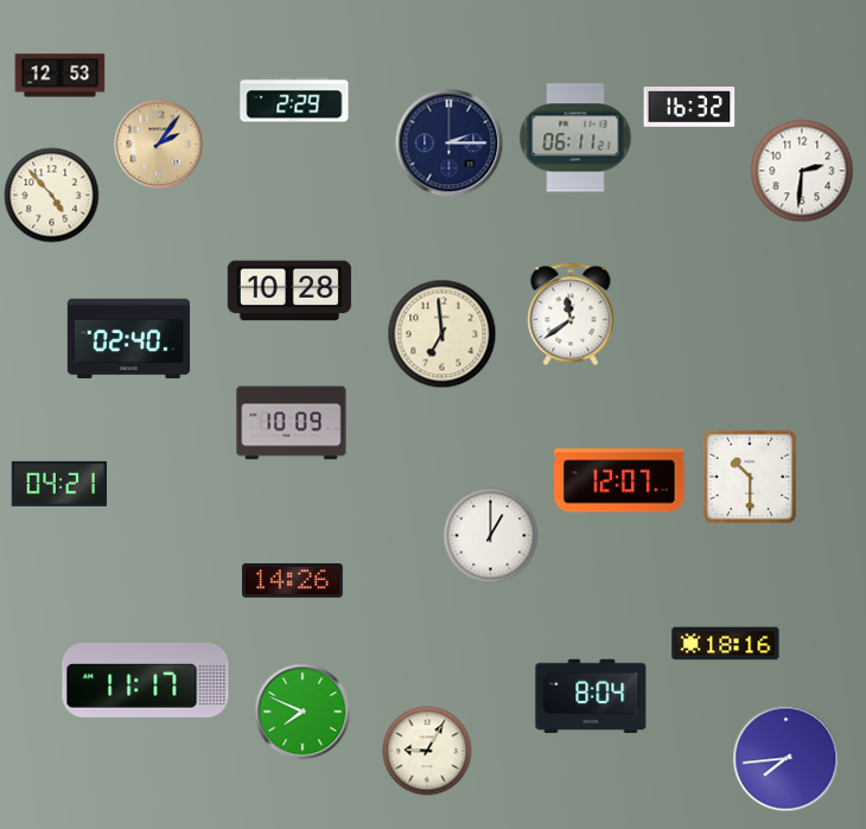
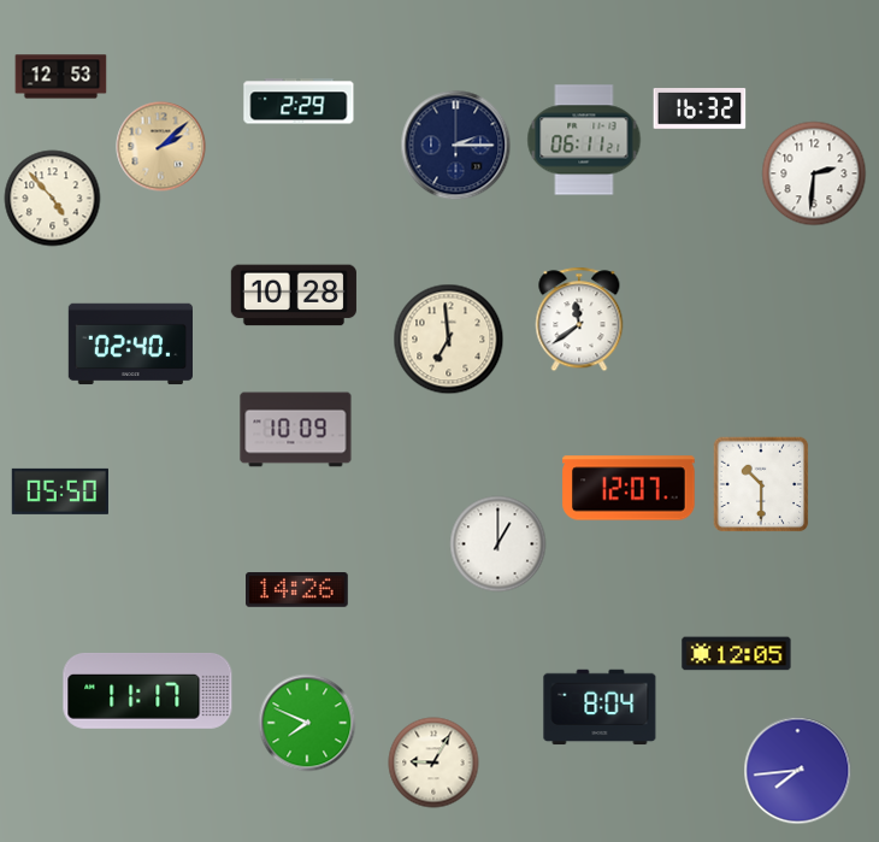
clock at (159, 145): 2:06 -> 2:08
clock at (59, 484): 04:21 -> 05:50
clock at (726, 644): 18:16 -> 12:05
